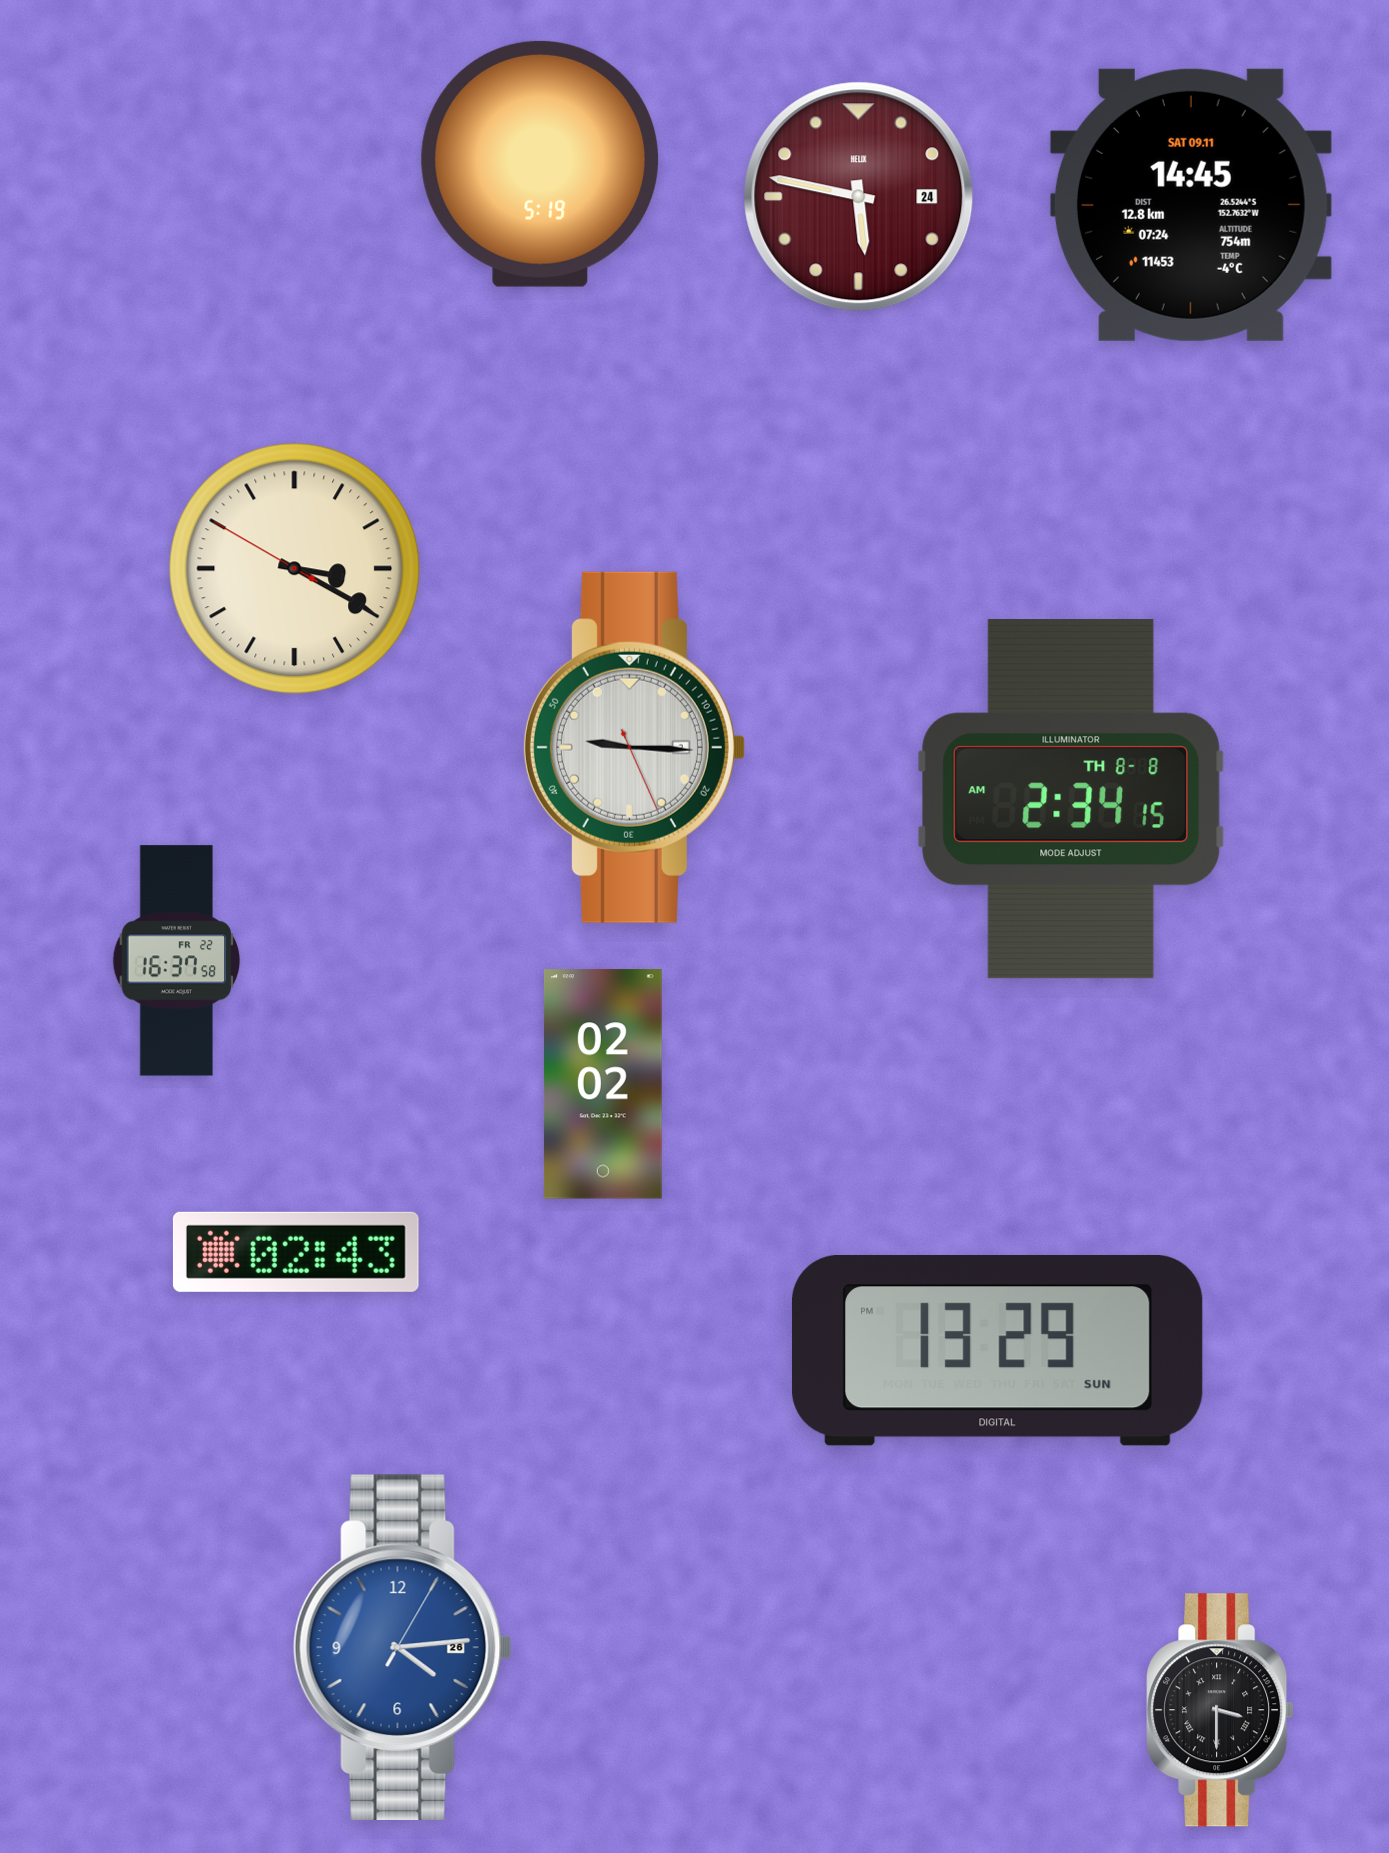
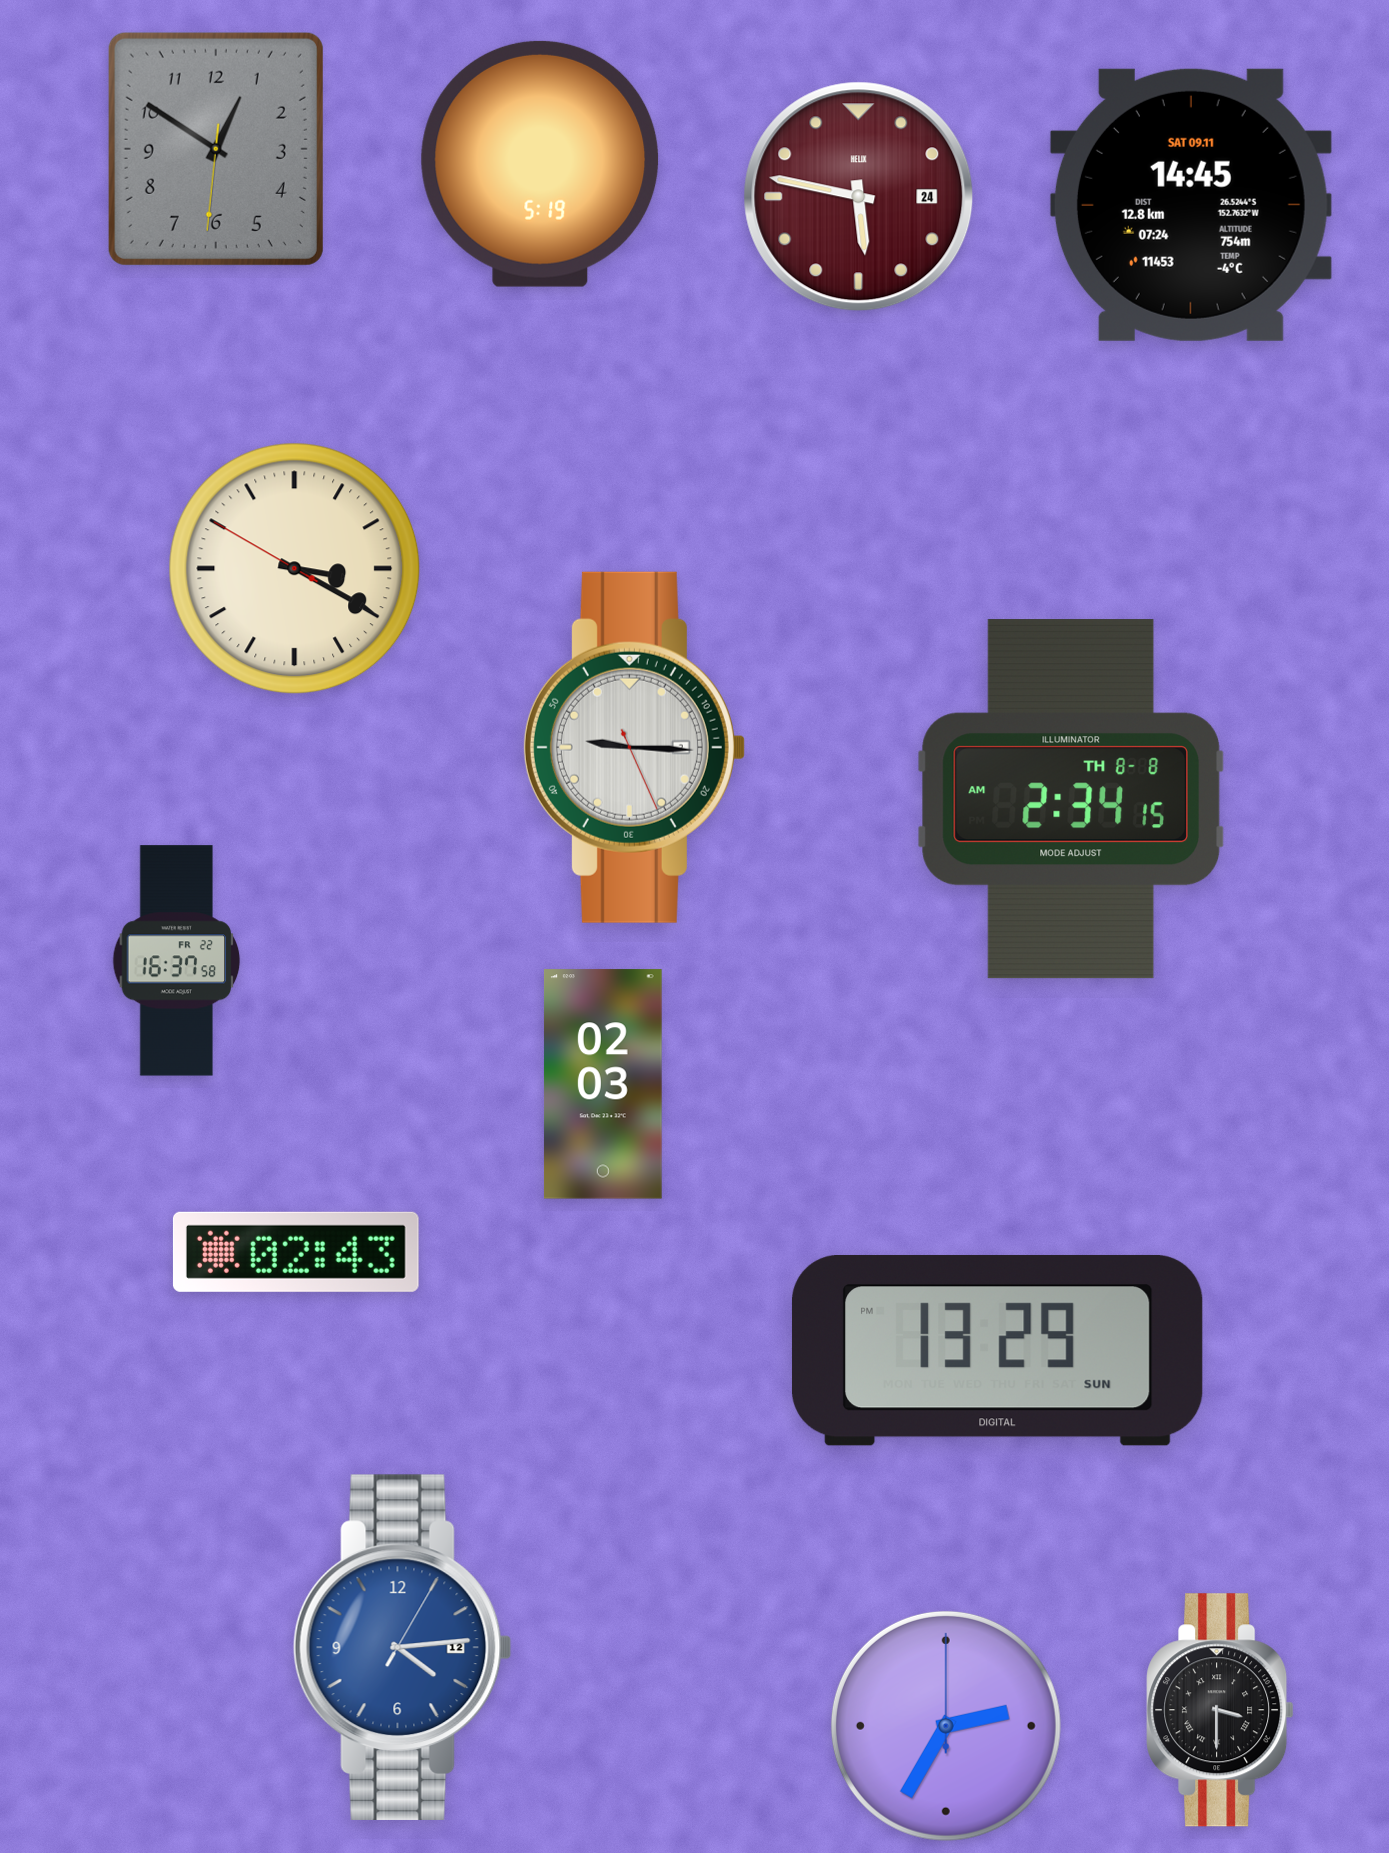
clock at (216, 149): none -> 12:50
clock at (603, 1084): 02:02 -> 02:03
clock at (402, 1647) date: 26 -> 12
clock at (946, 1726): none -> 2:35
